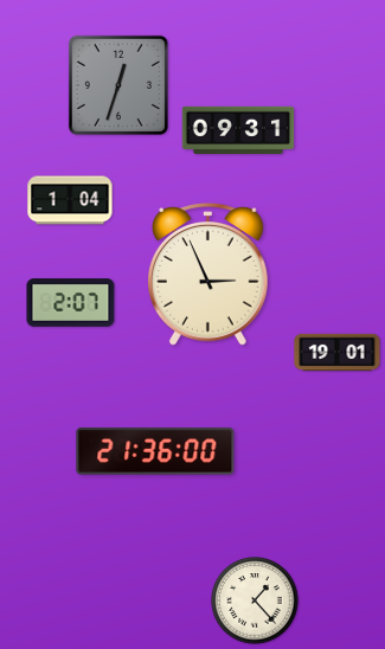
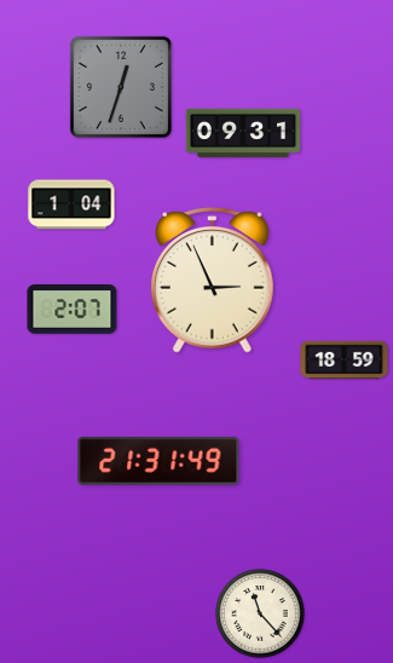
clock at (338, 353): 19:01 -> 18:59
clock at (155, 451): 21:36 -> 21:31
clock at (255, 600): 1:23 -> 11:23
